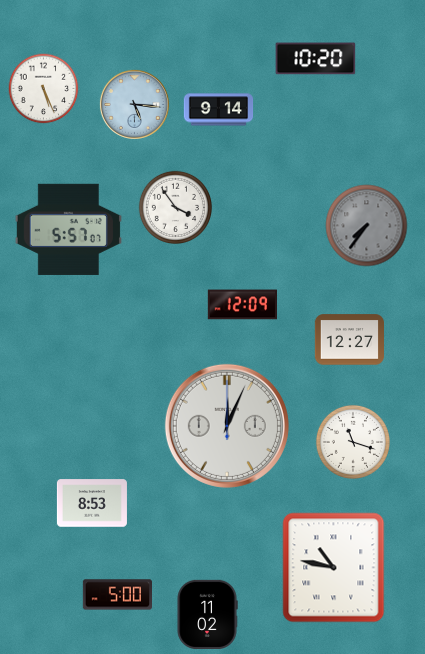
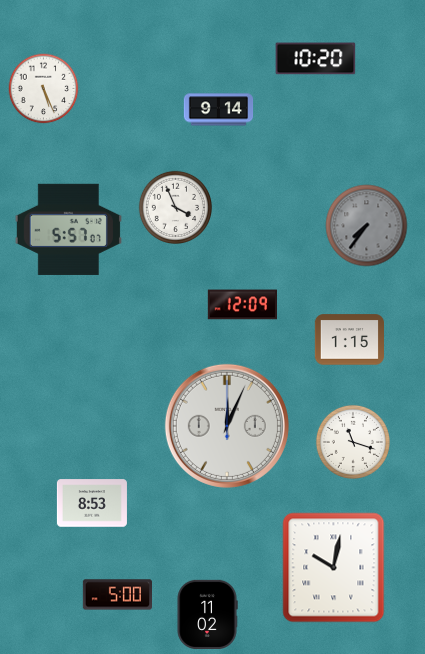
clock at (134, 104): 5:16 -> none
clock at (175, 207): 3:54 -> 3:56
clock at (349, 340): 12:27 -> 1:15
clock at (334, 568): 10:47 -> 10:02
